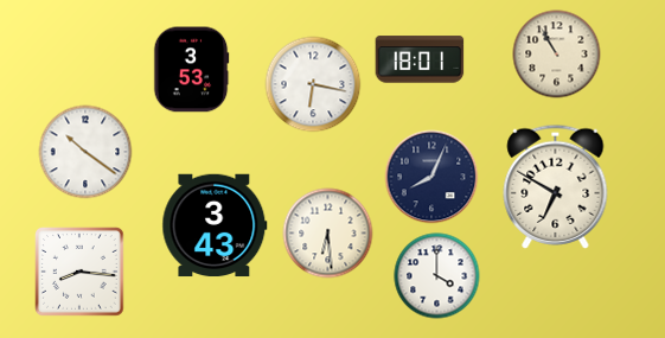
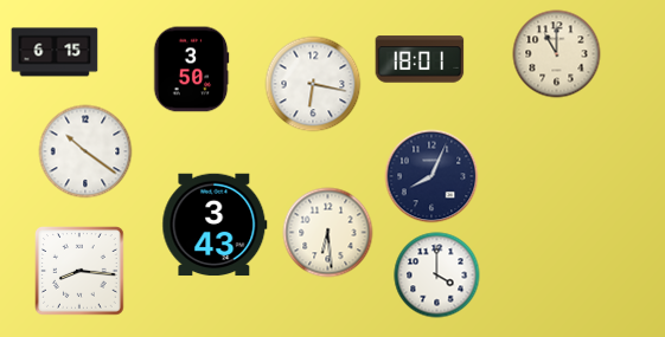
clock at (55, 52): none -> 6:15
clock at (557, 55): 10:55 -> 11:00
clock at (191, 70): 3:53 -> 3:50
clock at (556, 186): 6:50 -> none
